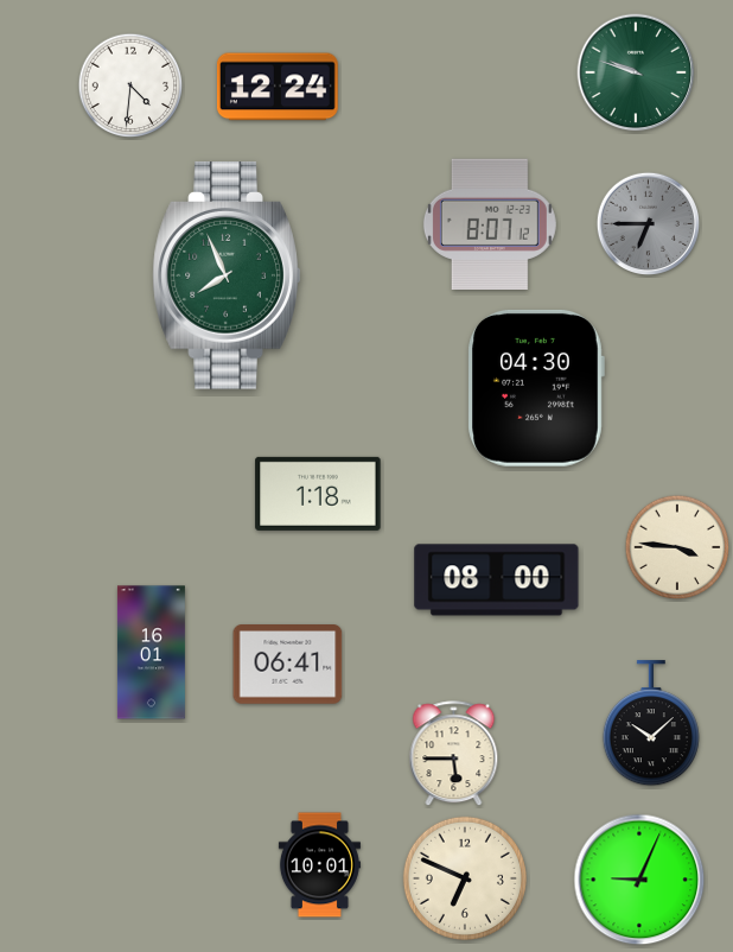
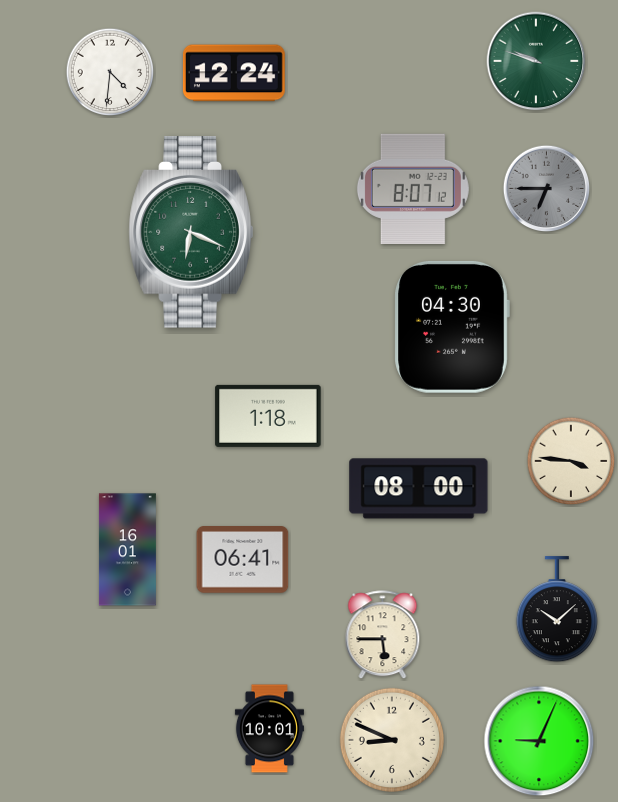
clock at (227, 275): 7:56 -> 6:19
clock at (651, 724) position: (651, 724) -> (557, 610)
clock at (465, 878): 6:49 -> 8:49
